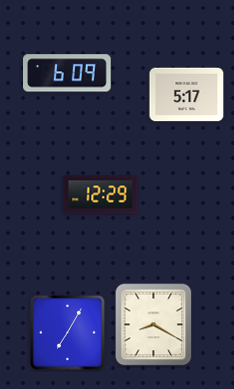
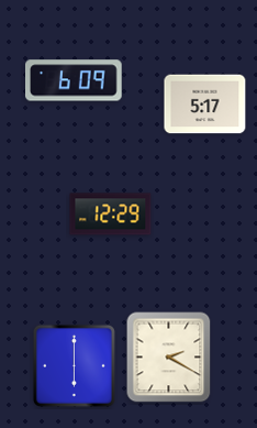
clock at (154, 325): 8:20 -> 2:20
clock at (67, 332): 7:05 -> 6:00
